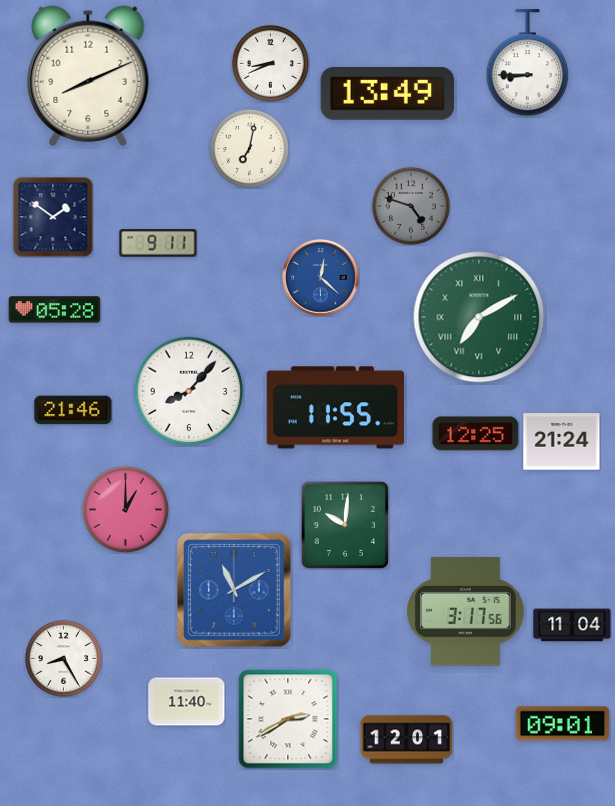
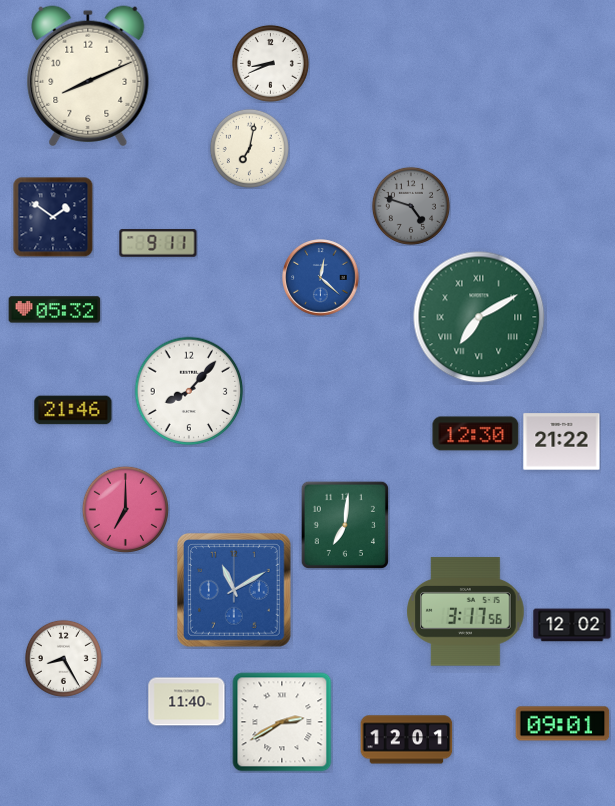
clock at (528, 64): 8:45 -> none
clock at (388, 93): 13:49 -> none
clock at (55, 310): 05:28 -> 05:32
clock at (335, 408): 11:55 -> none
clock at (476, 434): 12:25 -> 12:30
clock at (562, 442): 21:24 -> 21:22
clock at (125, 509): 1:00 -> 7:00
clock at (345, 525): 10:01 -> 7:01
clock at (572, 625): 11:04 -> 12:02
clock at (288, 719) position: (288, 719) -> (282, 722)
